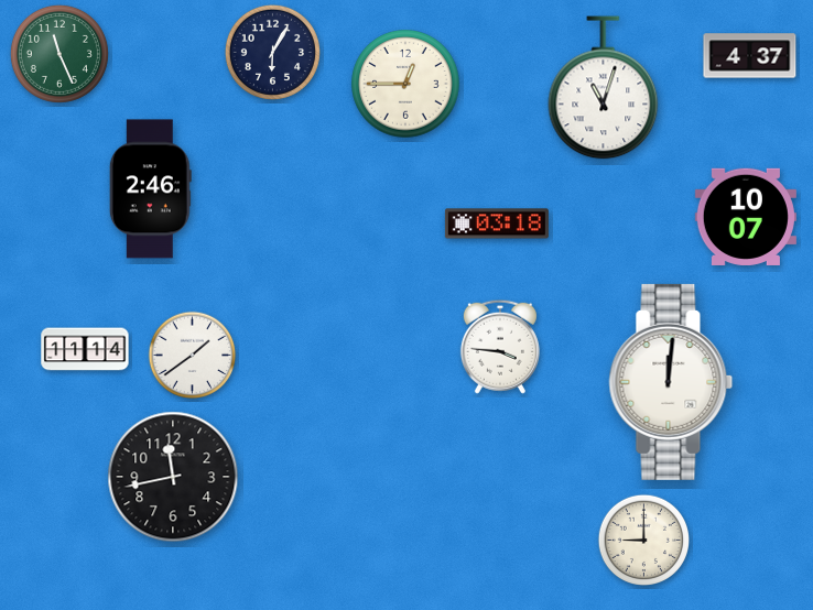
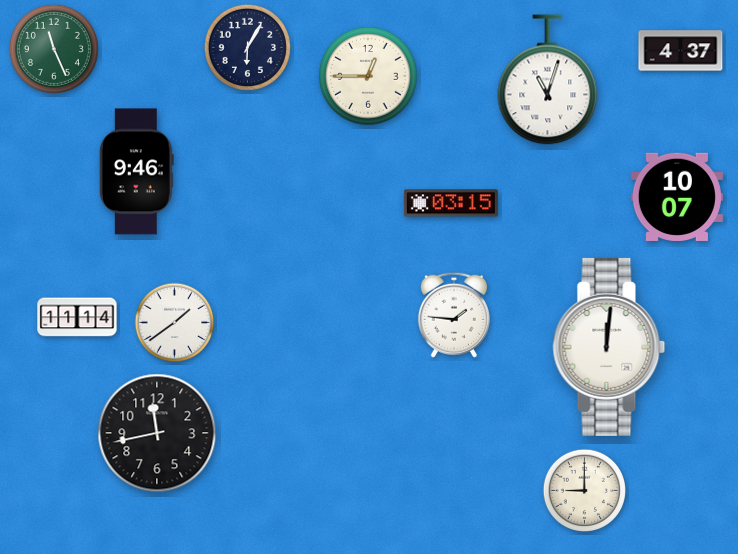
clock at (150, 189): 2:46 -> 9:46
clock at (497, 224): 03:18 -> 03:15
clock at (500, 347): 3:46 -> 1:46
